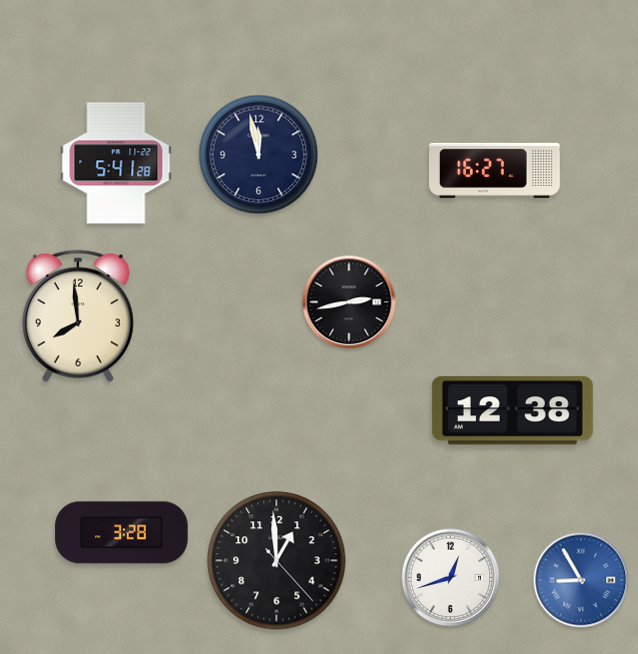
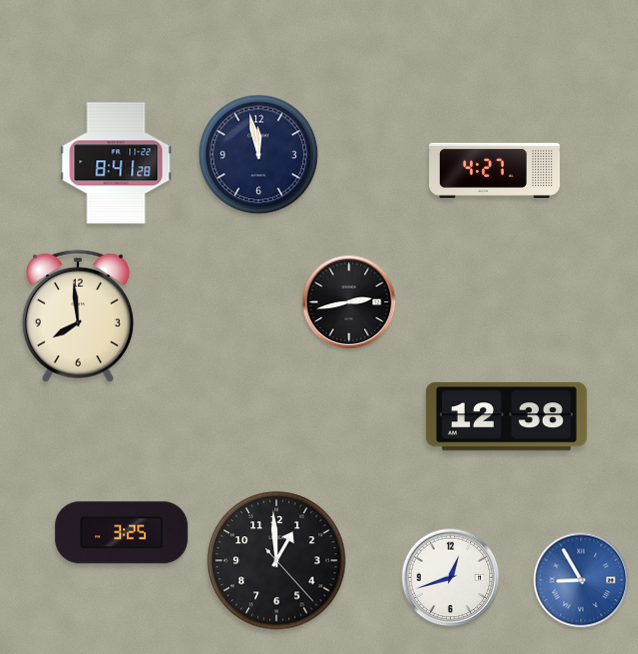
clock at (116, 163): 5:41 -> 8:41
clock at (495, 170): 16:27 -> 4:27
clock at (512, 411) position: (512, 411) -> (506, 417)
clock at (122, 533): 3:28 -> 3:25
